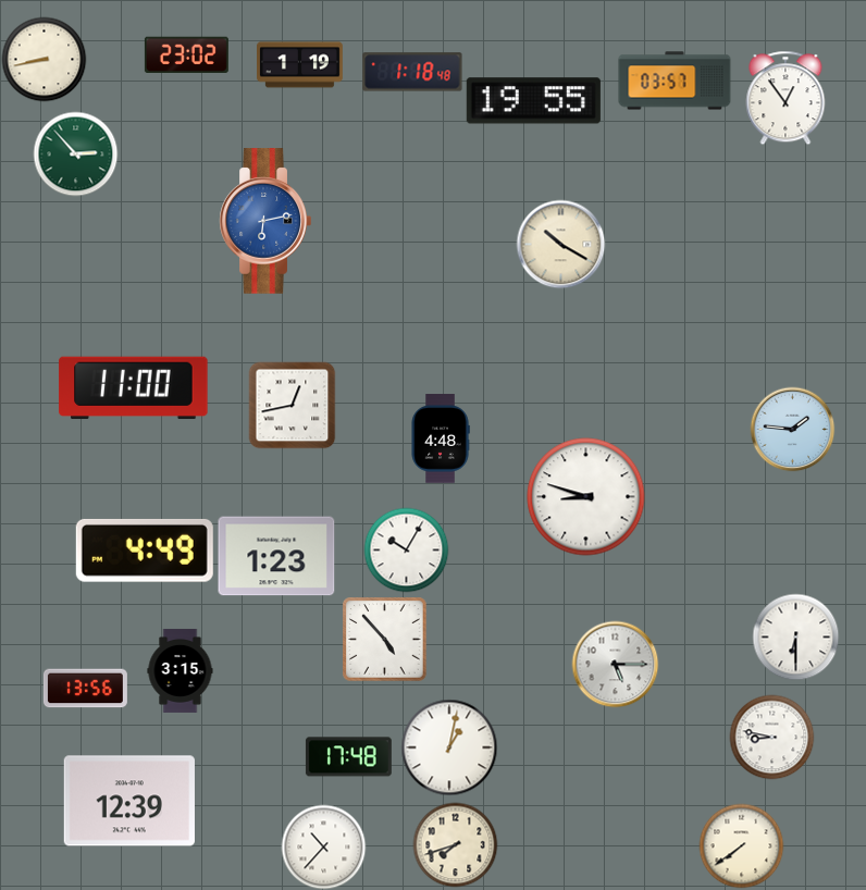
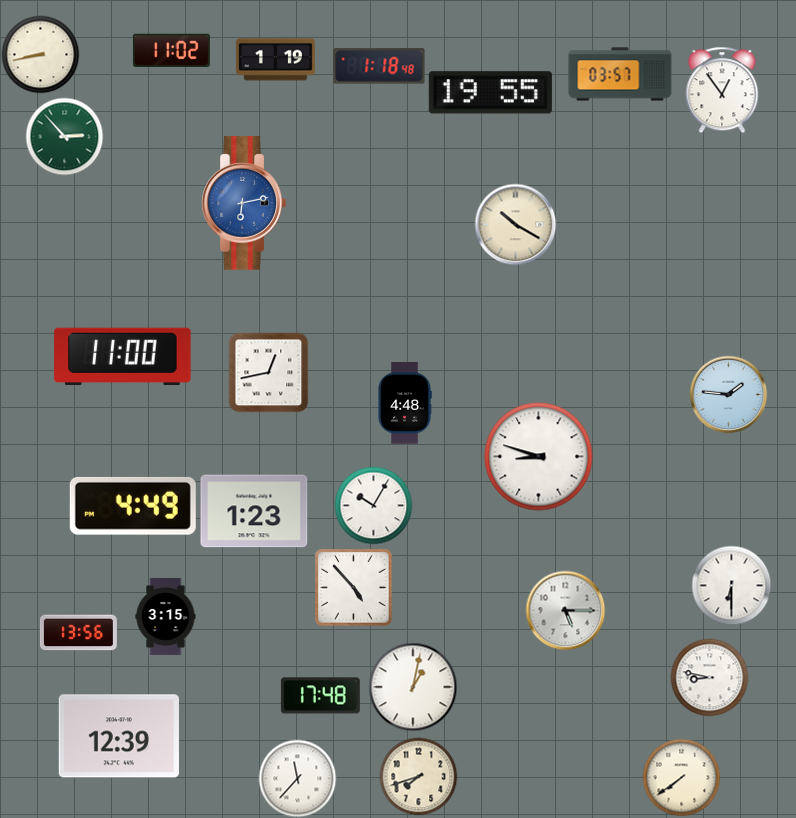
clock at (186, 55): 23:02 -> 11:02
clock at (75, 153) position: (75, 153) -> (64, 136)
clock at (323, 846): 10:37 -> 11:37
